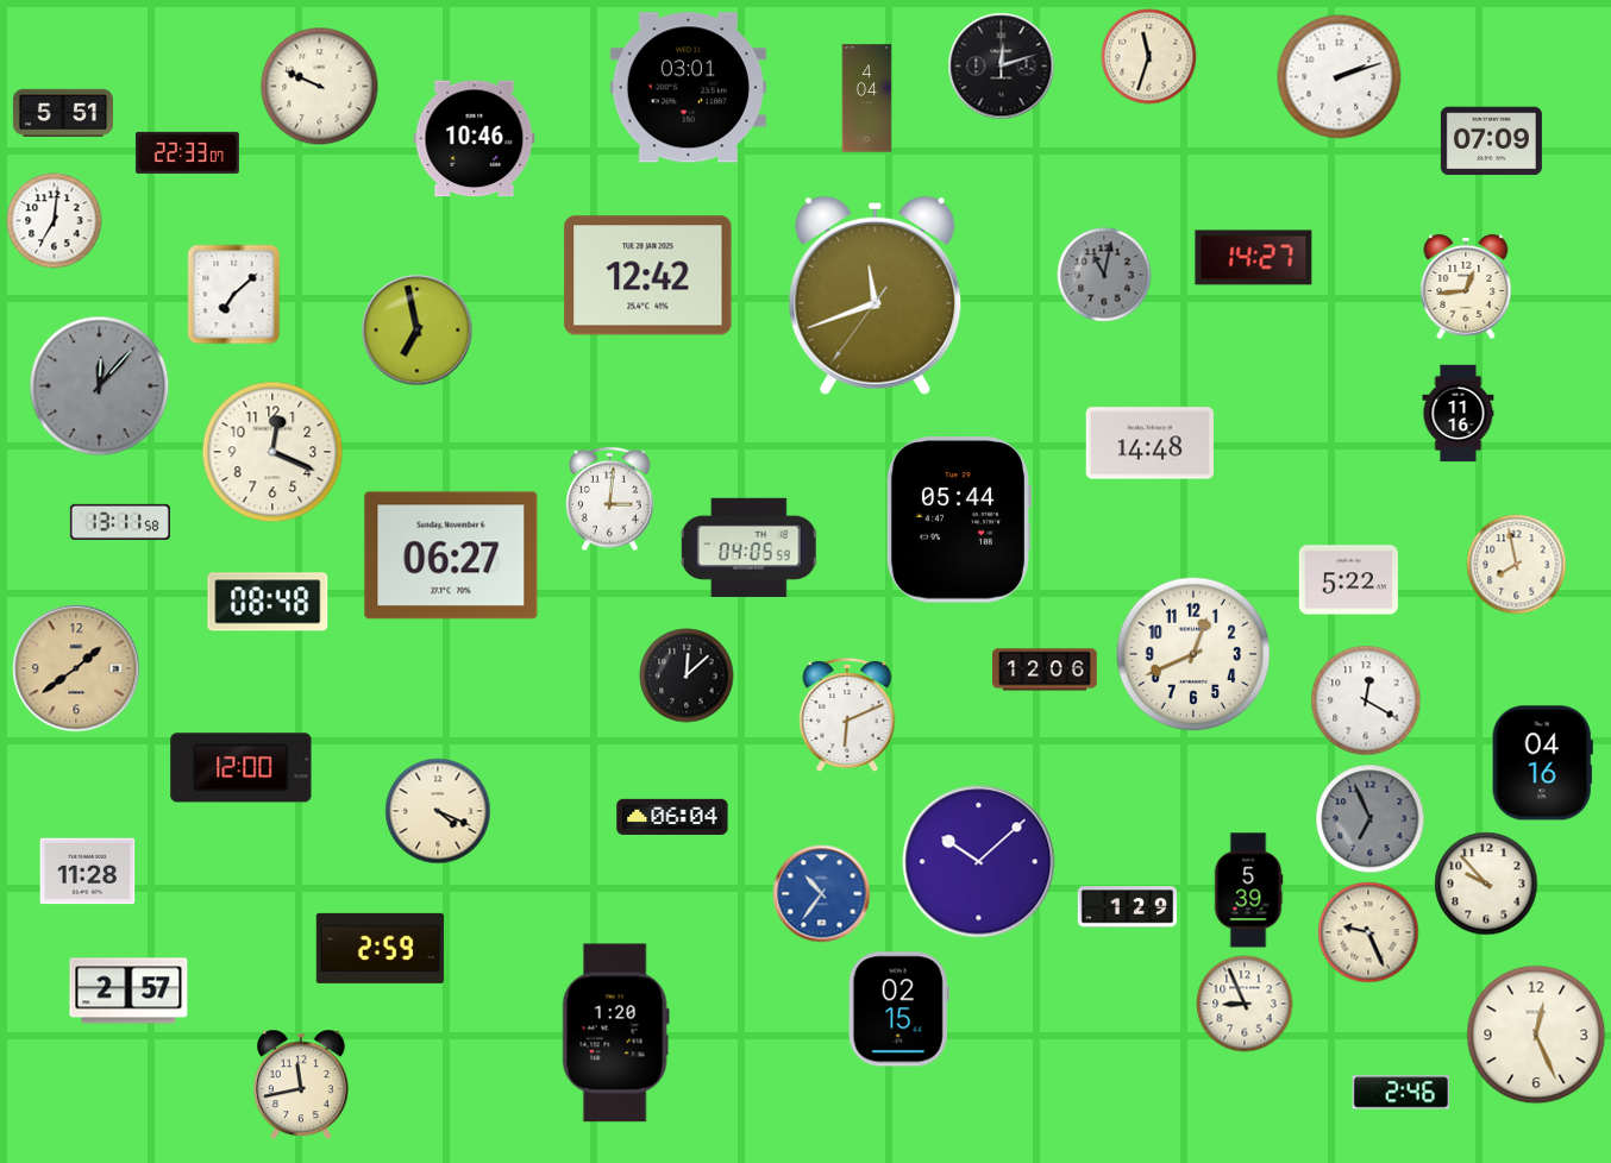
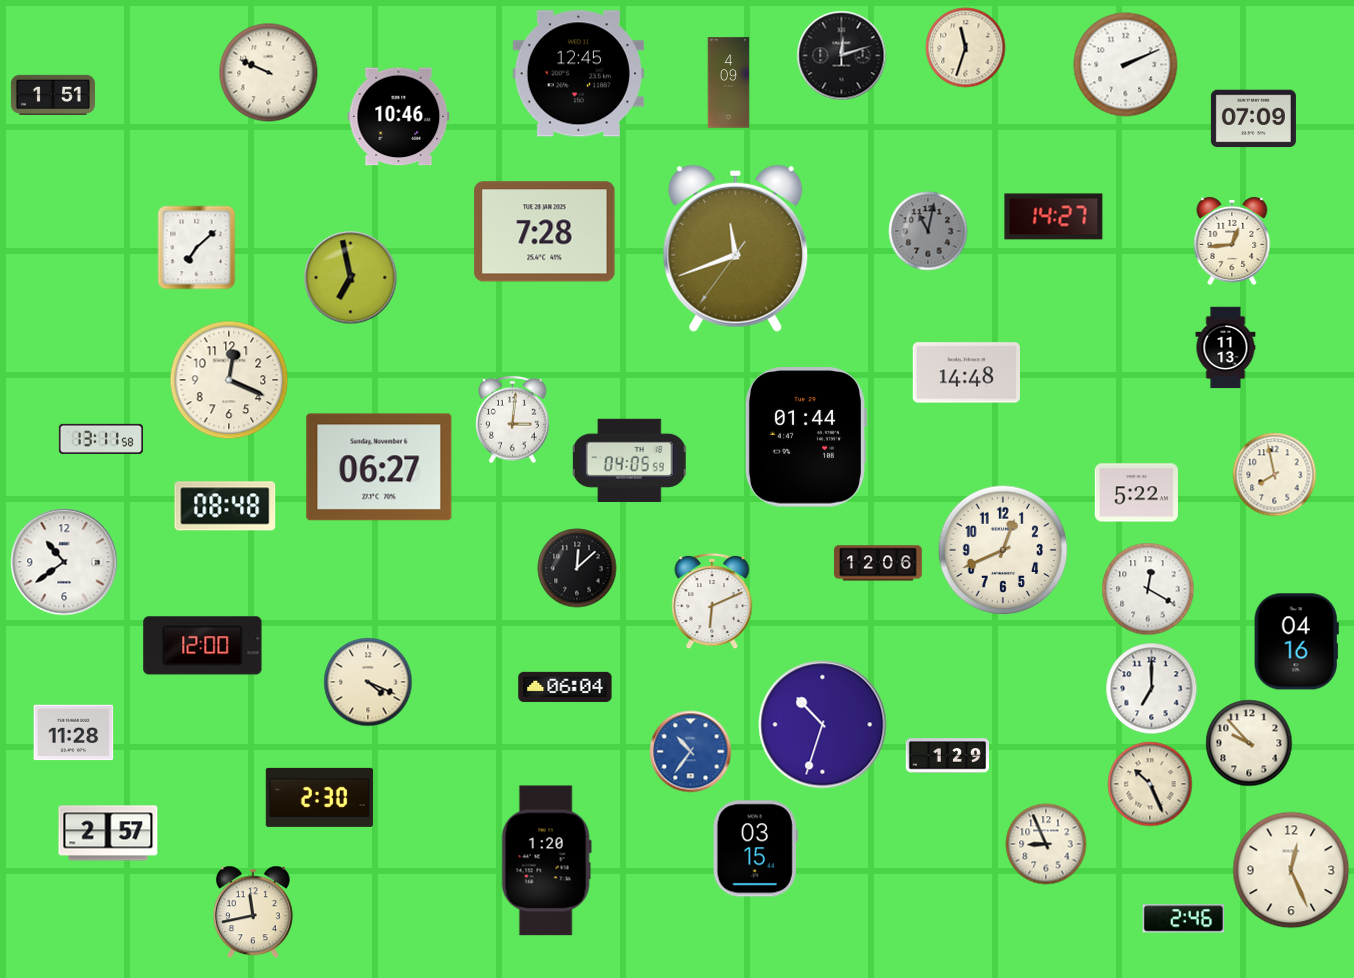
clock at (1340, 77): 2:12 -> 2:11
clock at (688, 88): 03:01 -> 12:45
clock at (867, 99): 4:04 -> 4:09
clock at (63, 112): 5:51 -> 1:51
clock at (187, 152): 22:33 -> none
clock at (55, 221): 7:01 -> none
clock at (648, 276): 12:42 -> 7:28
clock at (100, 386): 12:07 -> none
clock at (1459, 414): 11:16 -> 11:13
clock at (958, 520): 05:44 -> 01:44
clock at (1348, 580) position: (1348, 580) -> (1136, 493)
clock at (76, 668): 1:39 -> 10:39
clock at (76, 668) dial: champagne -> white
clock at (1371, 819): 6:56 -> 7:00
clock at (1371, 819) dial: grey -> white
clock at (979, 862): 10:08 -> 10:33
clock at (1248, 891): 5:39 -> none
clock at (1127, 907) position: (1127, 907) -> (947, 756)
clock at (1368, 932): 9:26 -> 10:26
clock at (380, 948): 2:59 -> 2:30
clock at (898, 1010): 02:15 -> 03:15
clock at (615, 1033) position: (615, 1033) -> (546, 861)
clock at (1402, 1093) position: (1402, 1093) -> (1184, 919)
